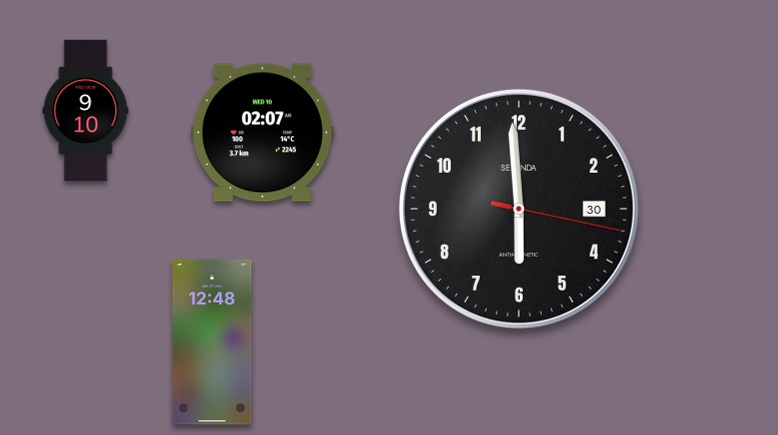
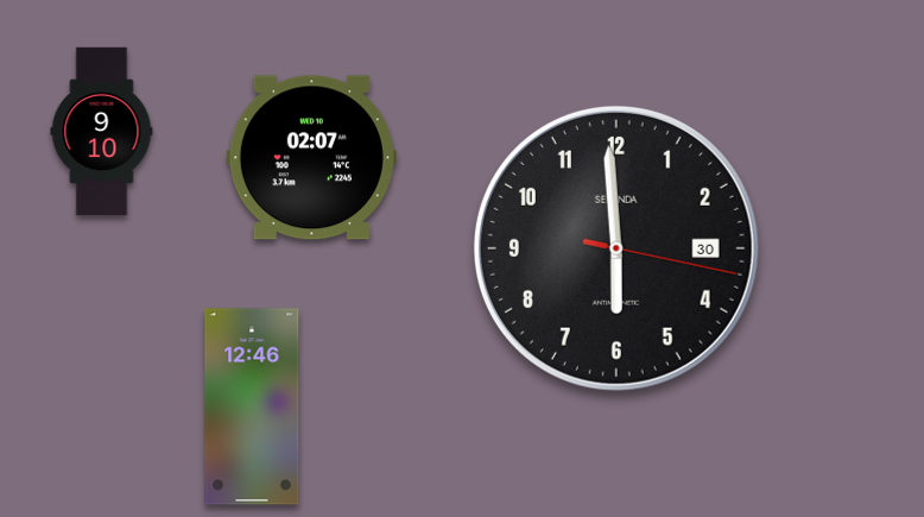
clock at (212, 342): 12:48 -> 12:46
